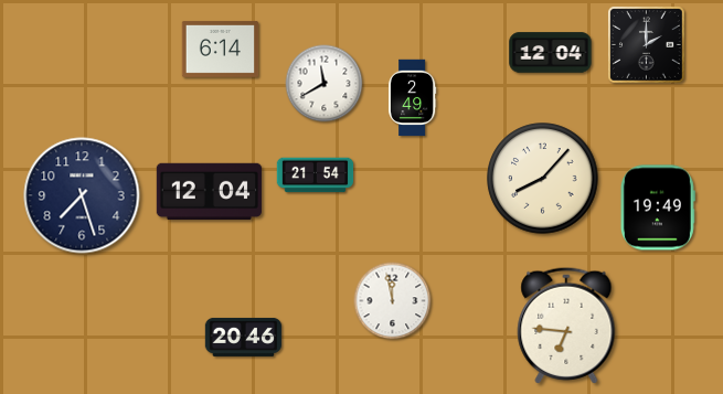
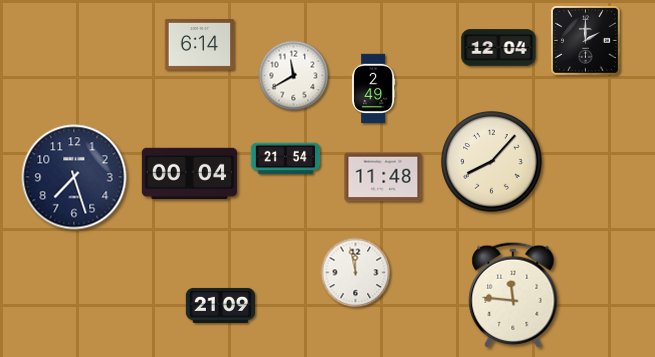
clock at (209, 191): 12:04 -> 00:04
clock at (383, 177): none -> 11:48
clock at (658, 207): 19:49 -> none
clock at (566, 326): 6:46 -> 11:46
clock at (244, 337): 20:46 -> 21:09
